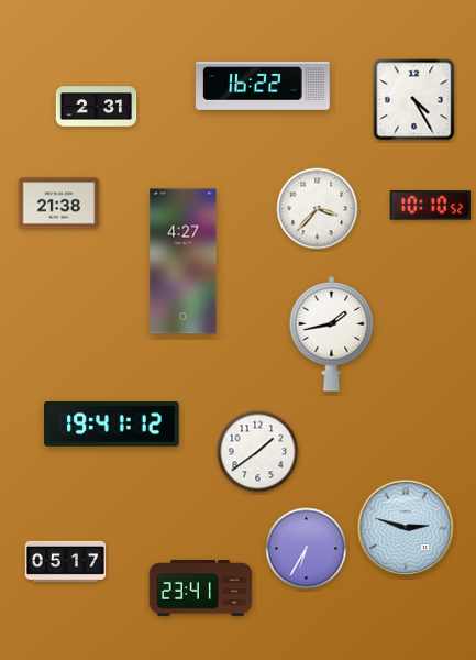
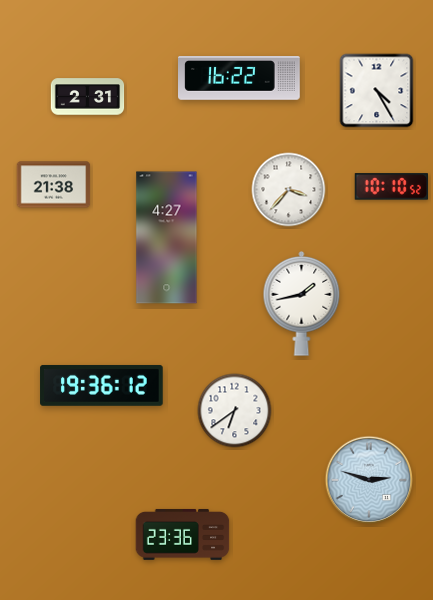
clock at (112, 424): 19:41 -> 19:36
clock at (258, 452): 1:39 -> 6:39
clock at (307, 549): 6:35 -> none
clock at (66, 561): 05:17 -> none
clock at (201, 587): 23:41 -> 23:36
